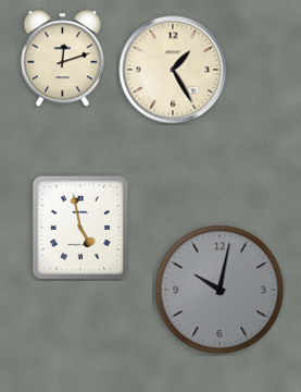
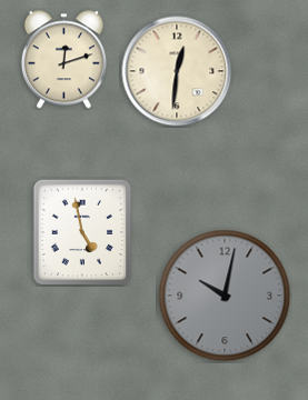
clock at (173, 70): 1:25 -> 12:31
